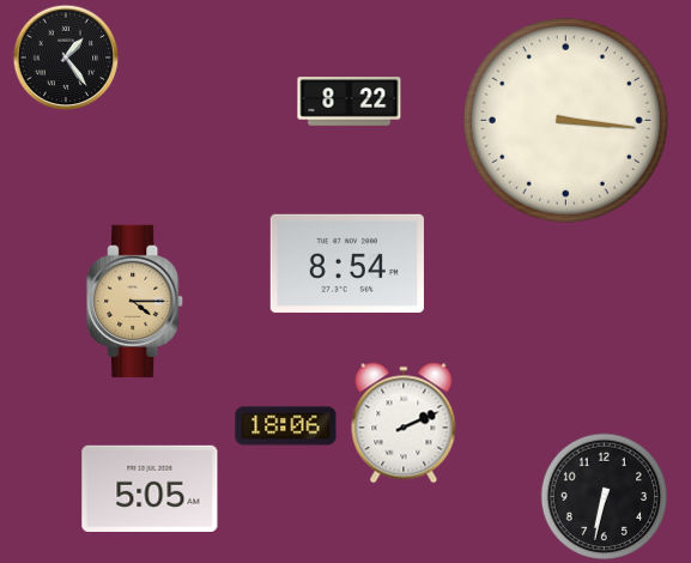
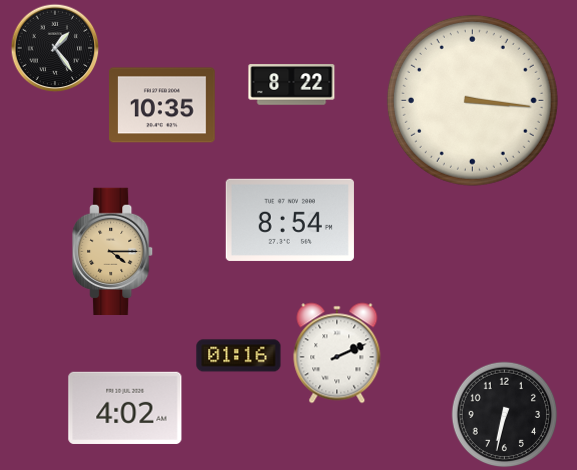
clock at (162, 105): none -> 10:35
clock at (286, 426): 18:06 -> 01:16
clock at (150, 489): 5:05 -> 4:02
